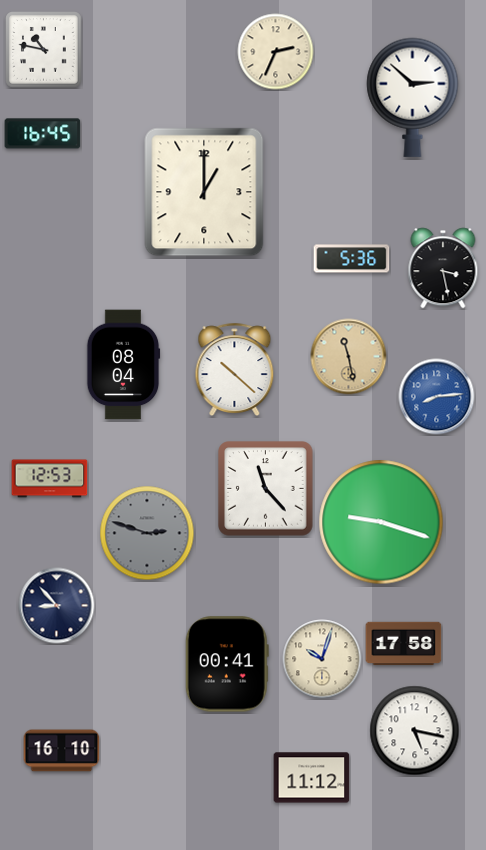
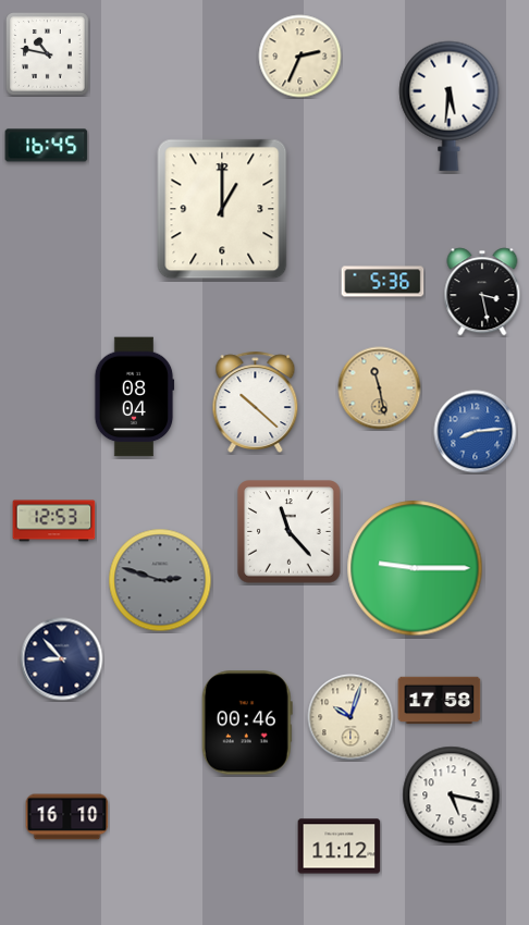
clock at (413, 97): 2:52 -> 5:31
clock at (381, 522): 9:18 -> 9:15
clock at (227, 664): 00:41 -> 00:46
